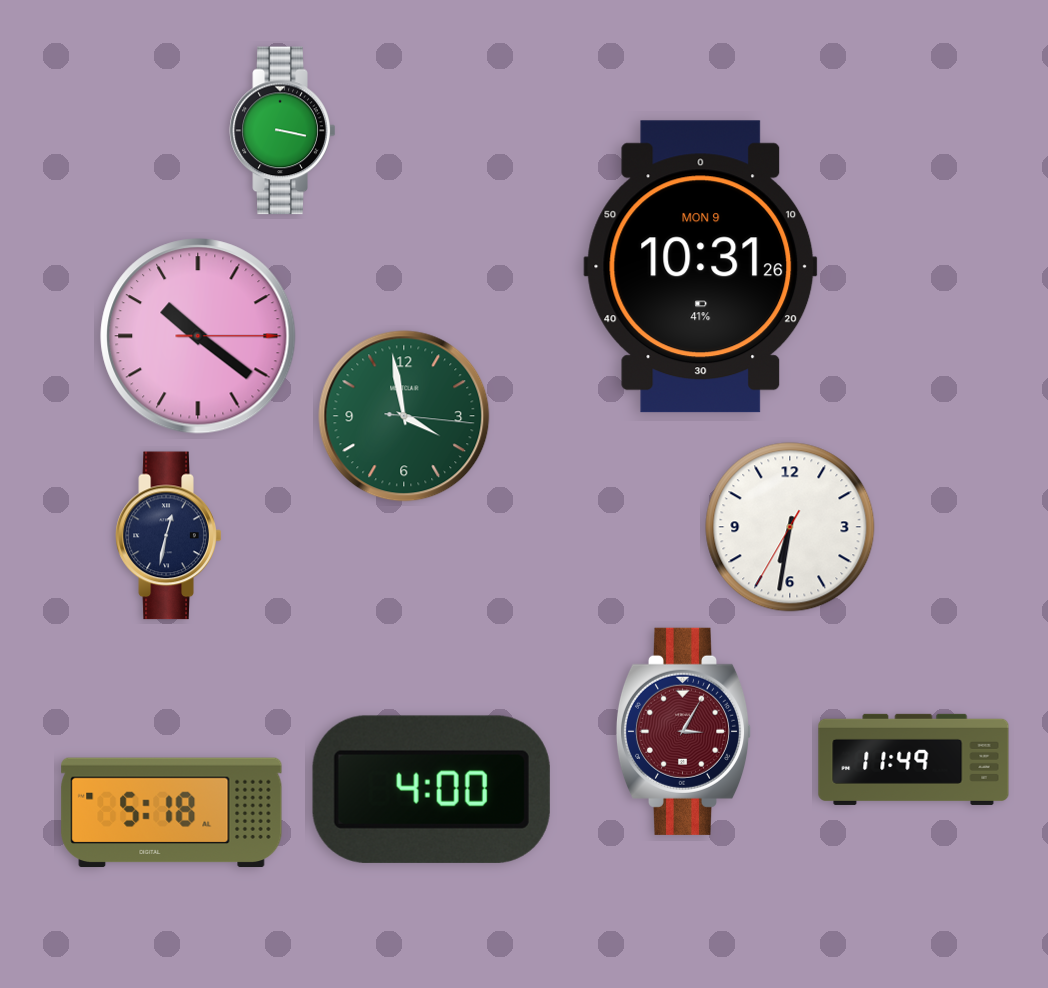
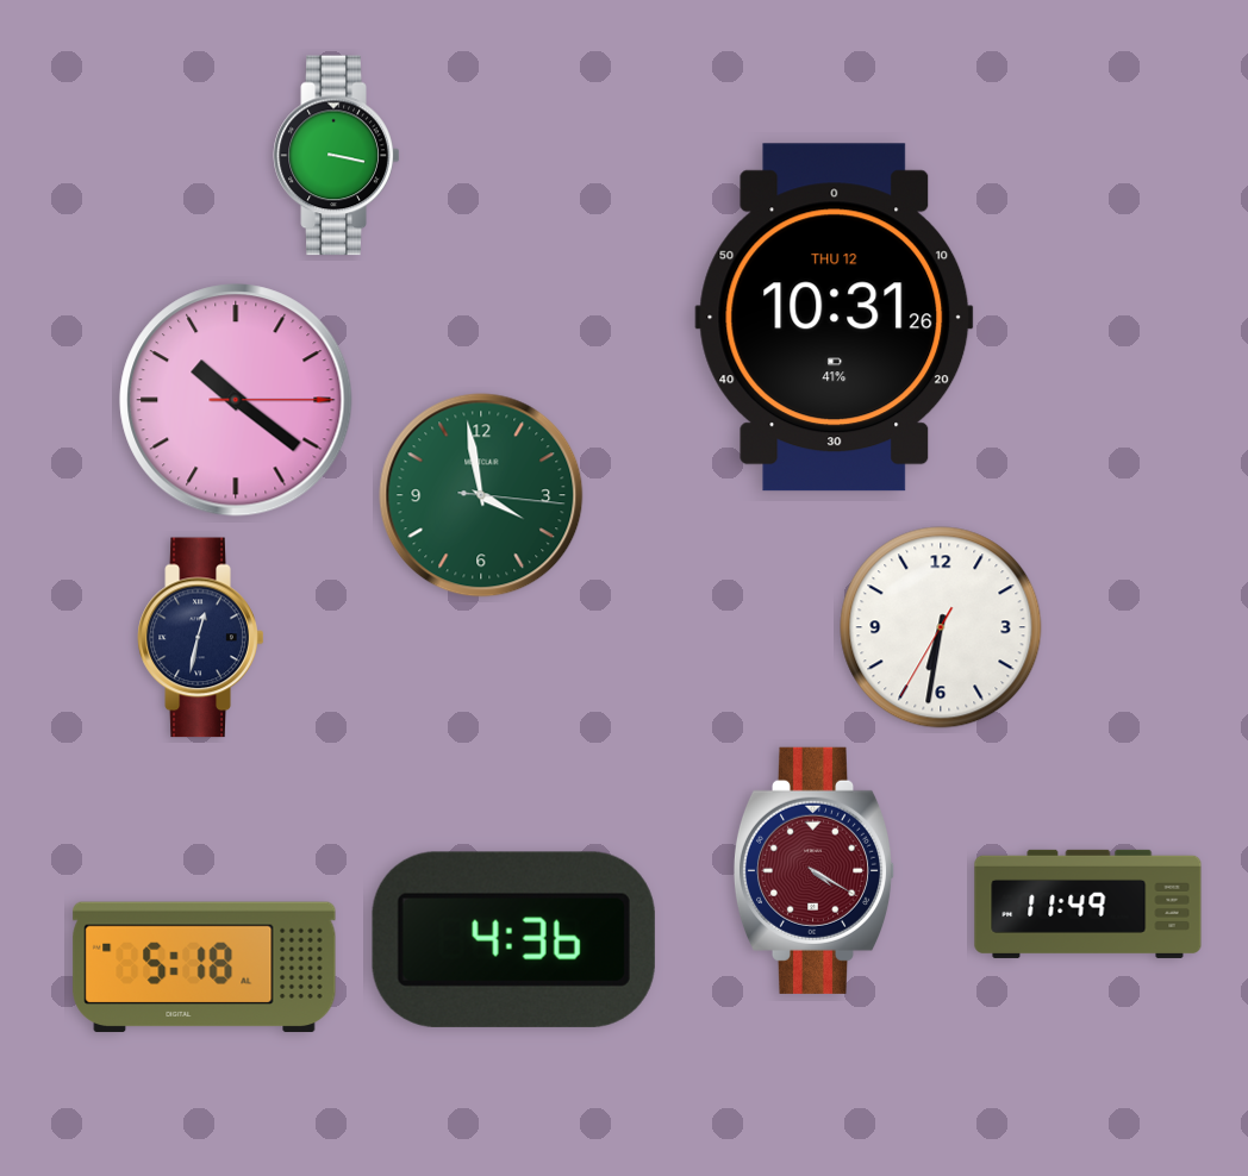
clock at (701, 267) date: MON 9 -> THU 12
clock at (684, 731): 3:05 -> 4:20
clock at (431, 789): 4:00 -> 4:36
